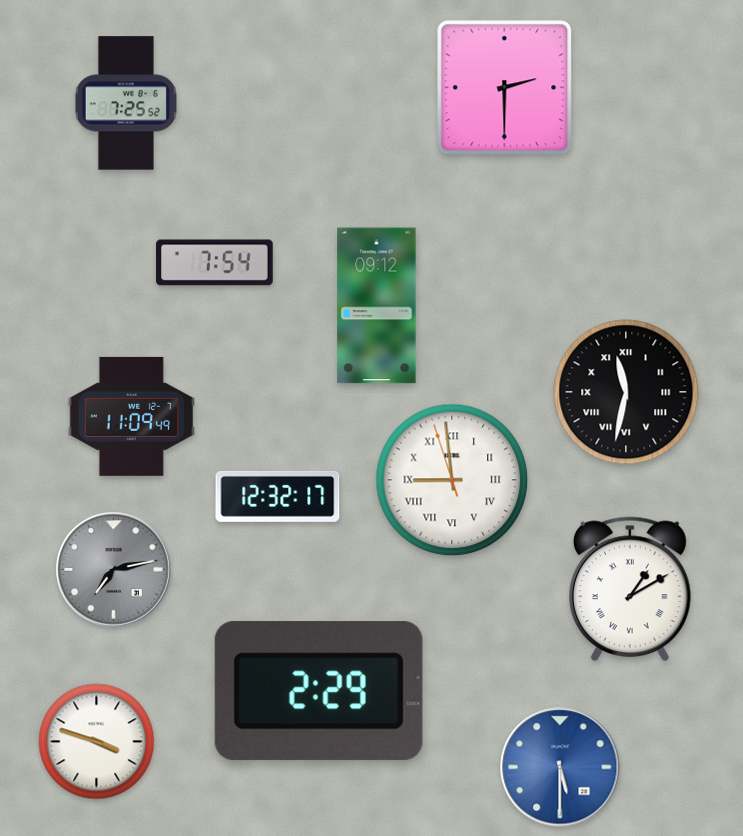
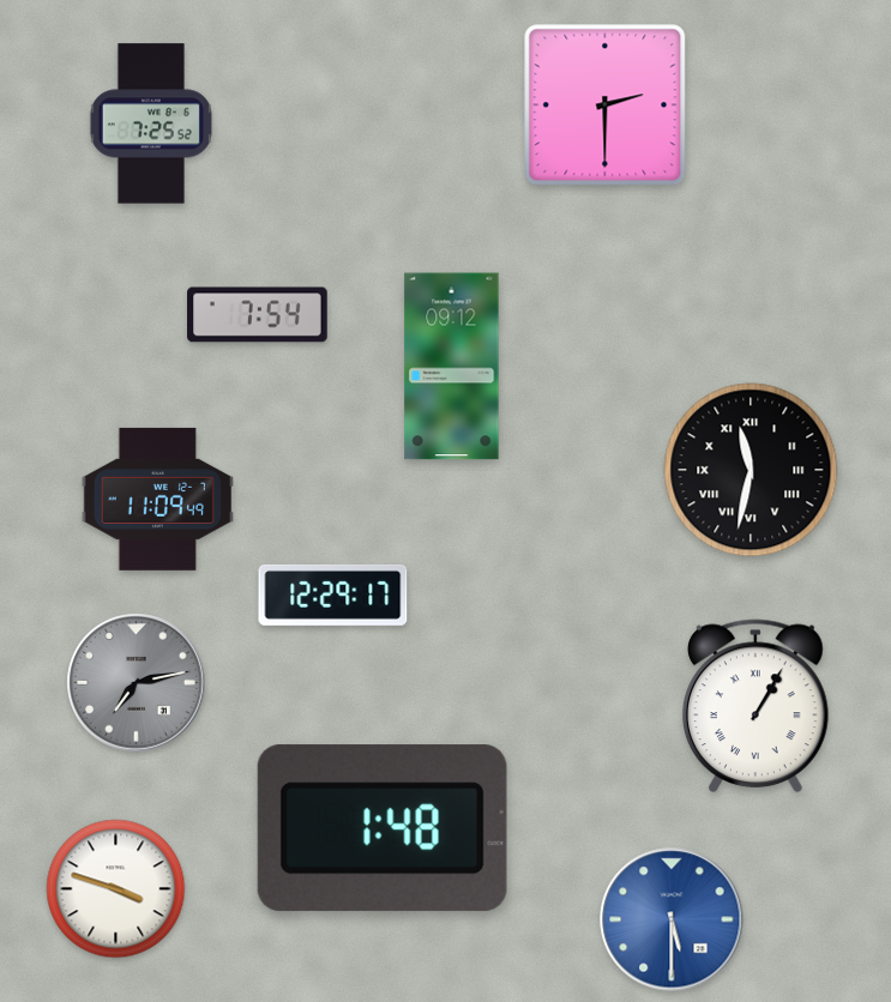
clock at (452, 480): 8:58 -> none
clock at (278, 496): 12:32 -> 12:29
clock at (631, 589): 1:10 -> 1:05
clock at (319, 691): 2:29 -> 1:48
